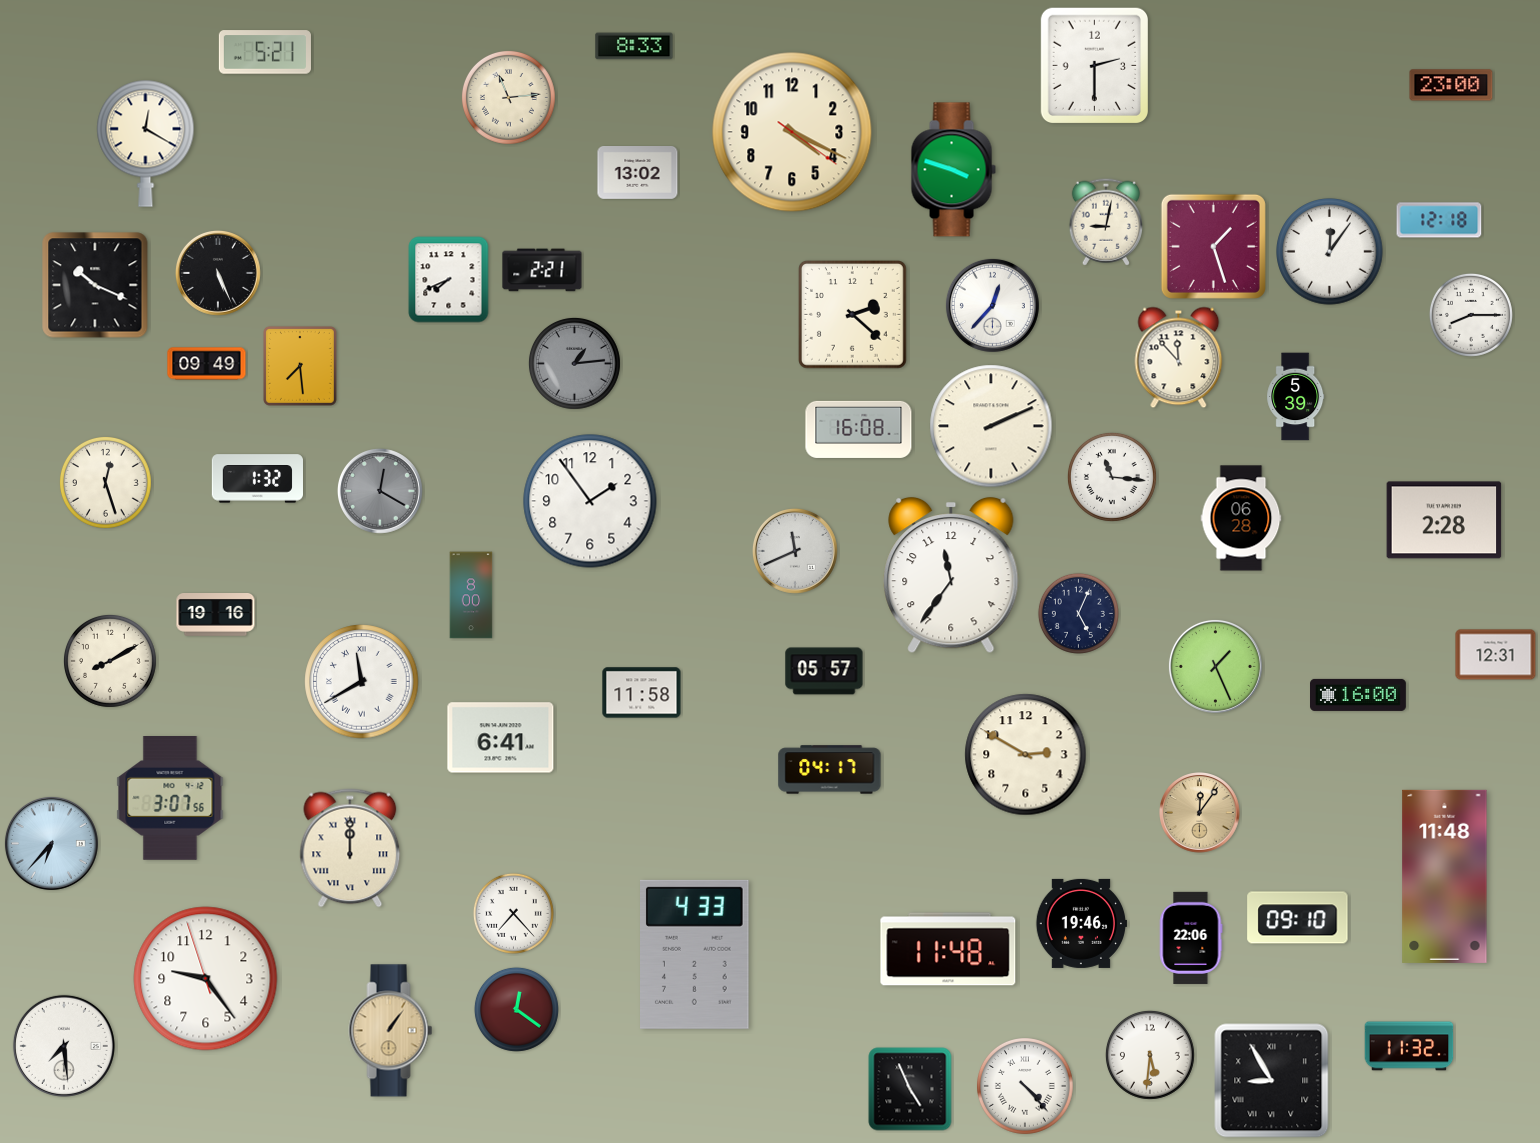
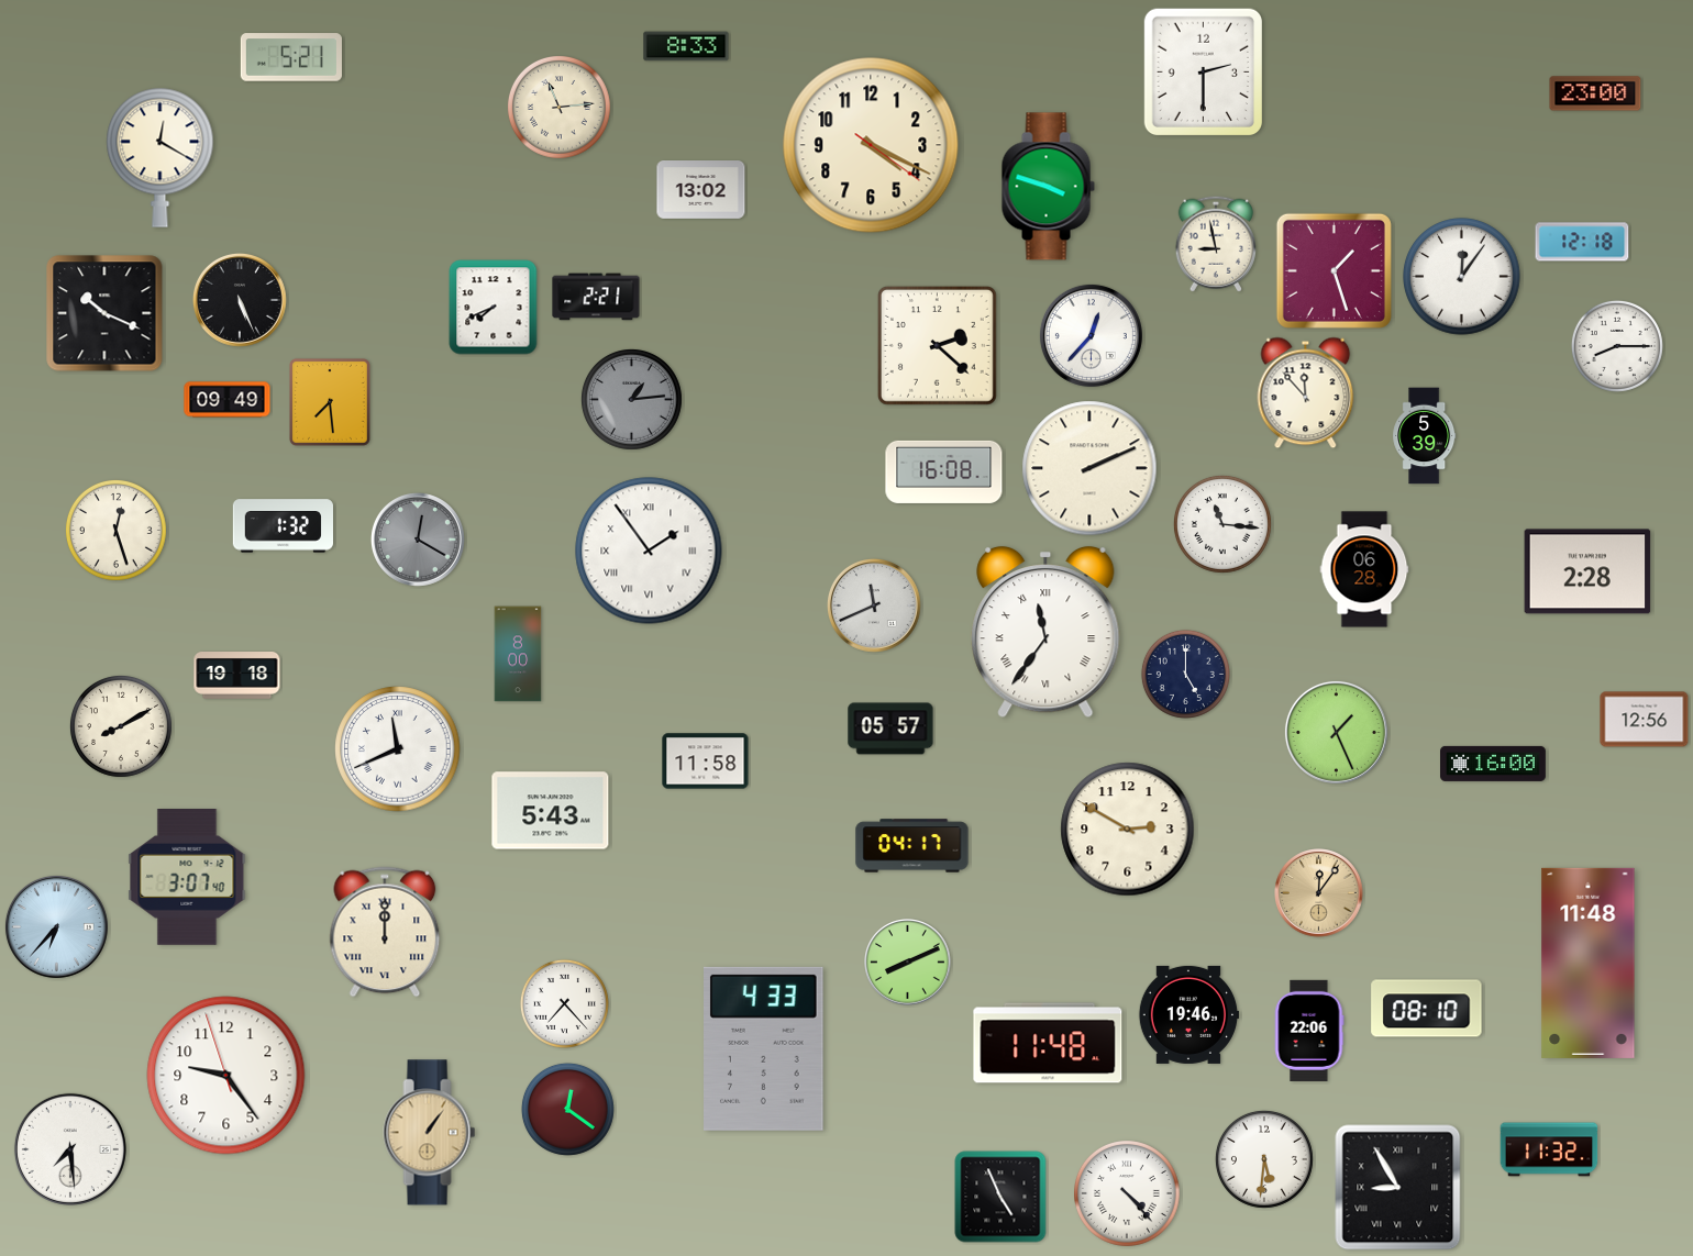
clock at (634, 46) position: (634, 46) -> (686, 46)
clock at (1106, 222): 9:02 -> 8:58
clock at (1179, 358) position: (1179, 358) -> (1306, 393)
clock at (590, 501) numerals: Arabic -> Roman
clock at (951, 575) numerals: Arabic -> Roman
clock at (1078, 613): 5:04 -> 5:00
clock at (216, 615): 19:16 -> 19:18
clock at (1496, 655): 12:31 -> 12:56
clock at (824, 671) position: (824, 671) -> (890, 729)
clock at (362, 682): 11:40 -> 11:41
clock at (501, 738): 6:41 -> 5:43
clock at (170, 799): 3:07:56 -> 3:07:40
clock at (908, 963): none -> 8:11
clock at (1298, 918): 09:10 -> 08:10
clock at (948, 949) position: (948, 949) -> (1048, 1043)
